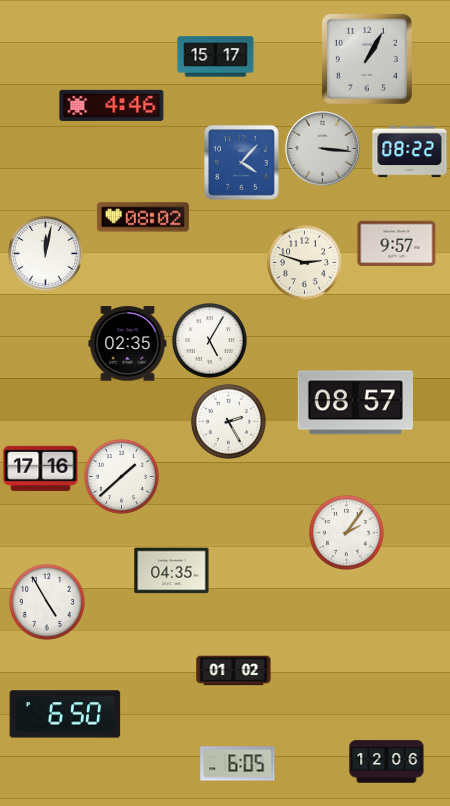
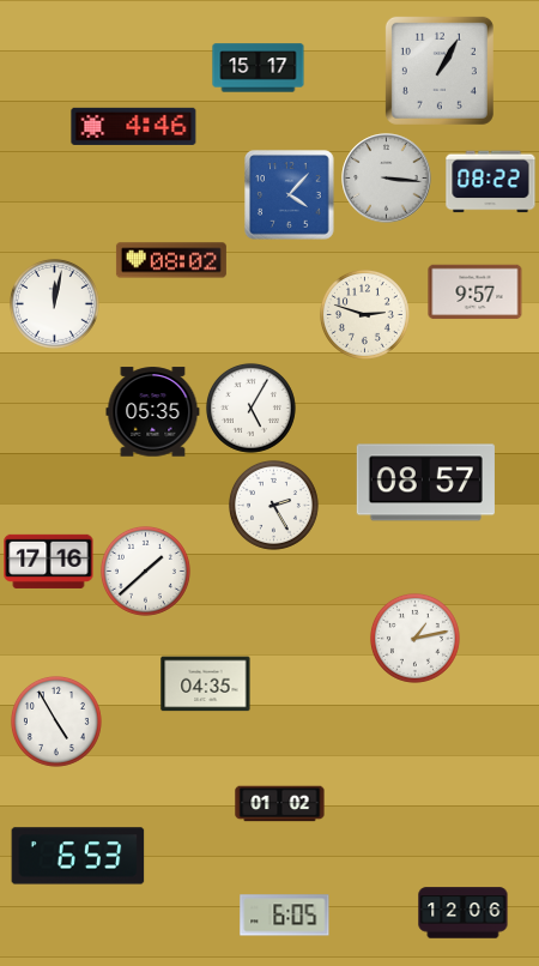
clock at (128, 344): 02:35 -> 05:35
clock at (346, 532): 2:06 -> 1:13
clock at (65, 714): 6:50 -> 6:53
